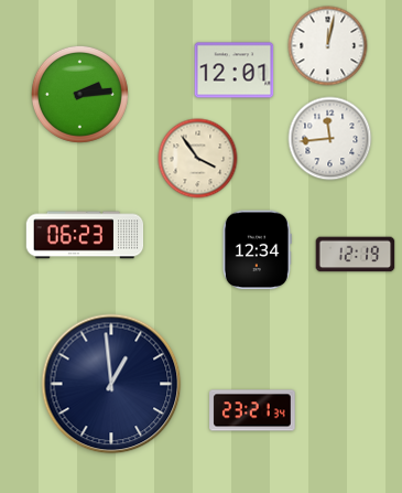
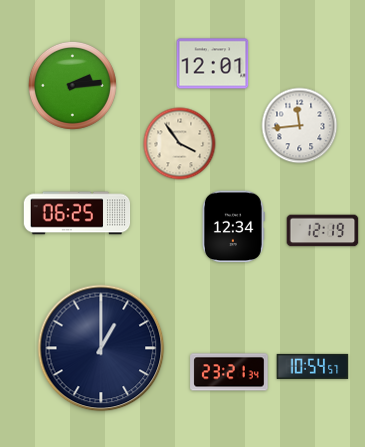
clock at (328, 46): 12:02 -> none
clock at (85, 235): 06:23 -> 06:25
clock at (111, 384): 12:59 -> 1:00
clock at (313, 366): none -> 10:54
